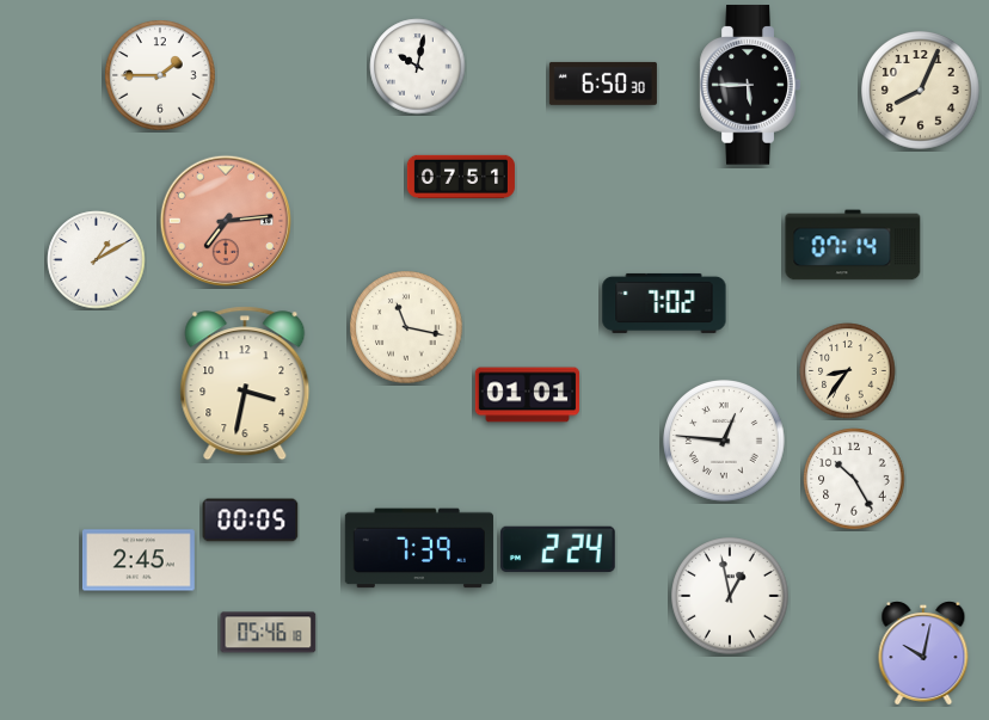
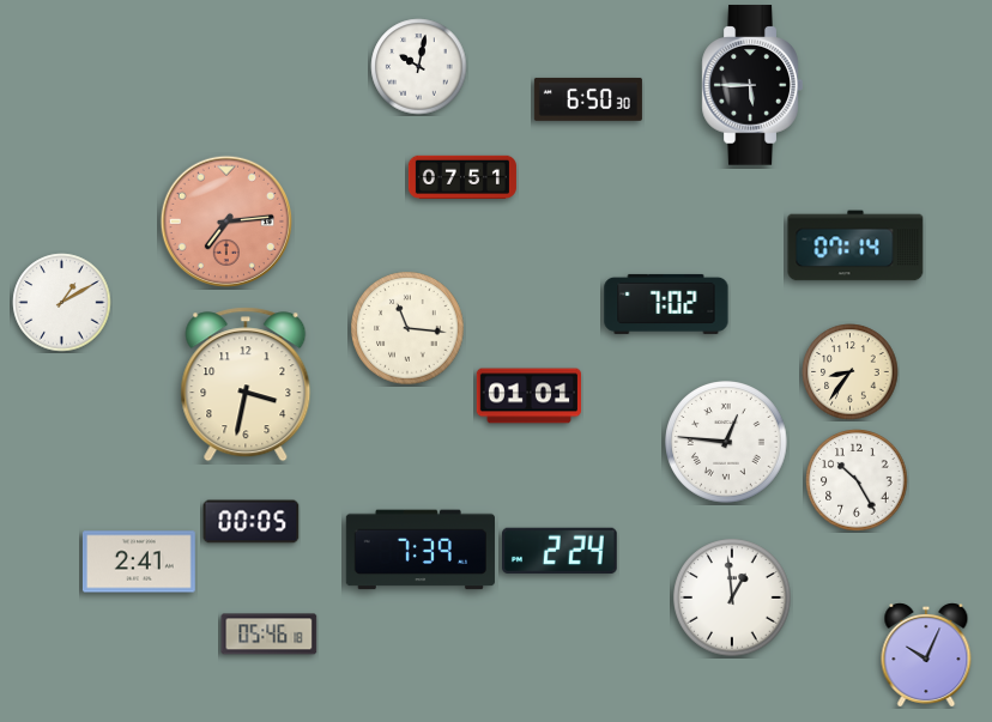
clock at (160, 75): 1:45 -> none
clock at (603, 84) position: (603, 84) -> (588, 99)
clock at (921, 91): 8:04 -> none
clock at (97, 260) position: (97, 260) -> (62, 303)
clock at (406, 327): 11:17 -> 11:16
clock at (139, 560): 2:45 -> 2:41
clock at (730, 596): 12:58 -> 12:59
clock at (923, 654): 10:02 -> 10:04
